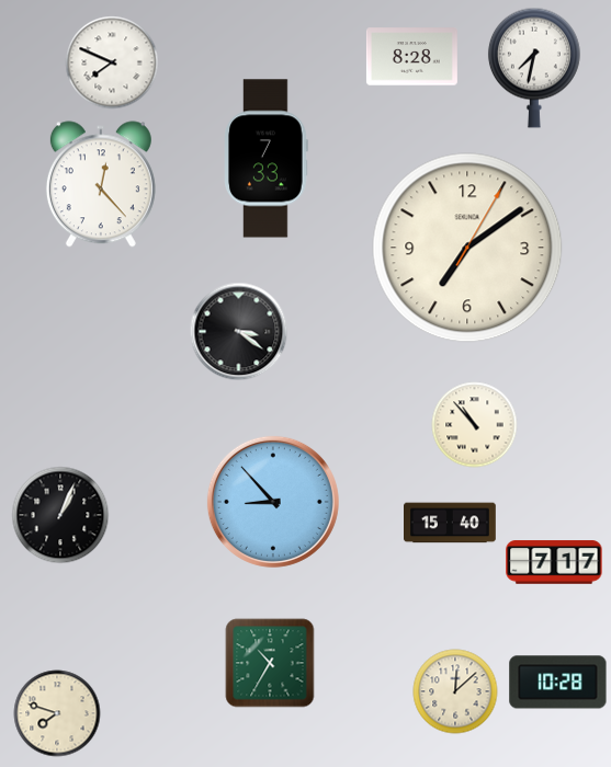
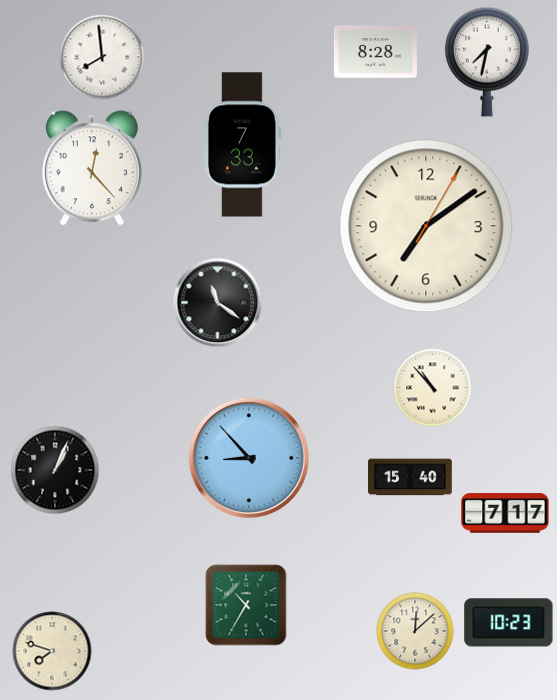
clock at (112, 62): 7:49 -> 7:59
clock at (239, 332): 3:21 -> 11:21
clock at (558, 683): 10:28 -> 10:23
